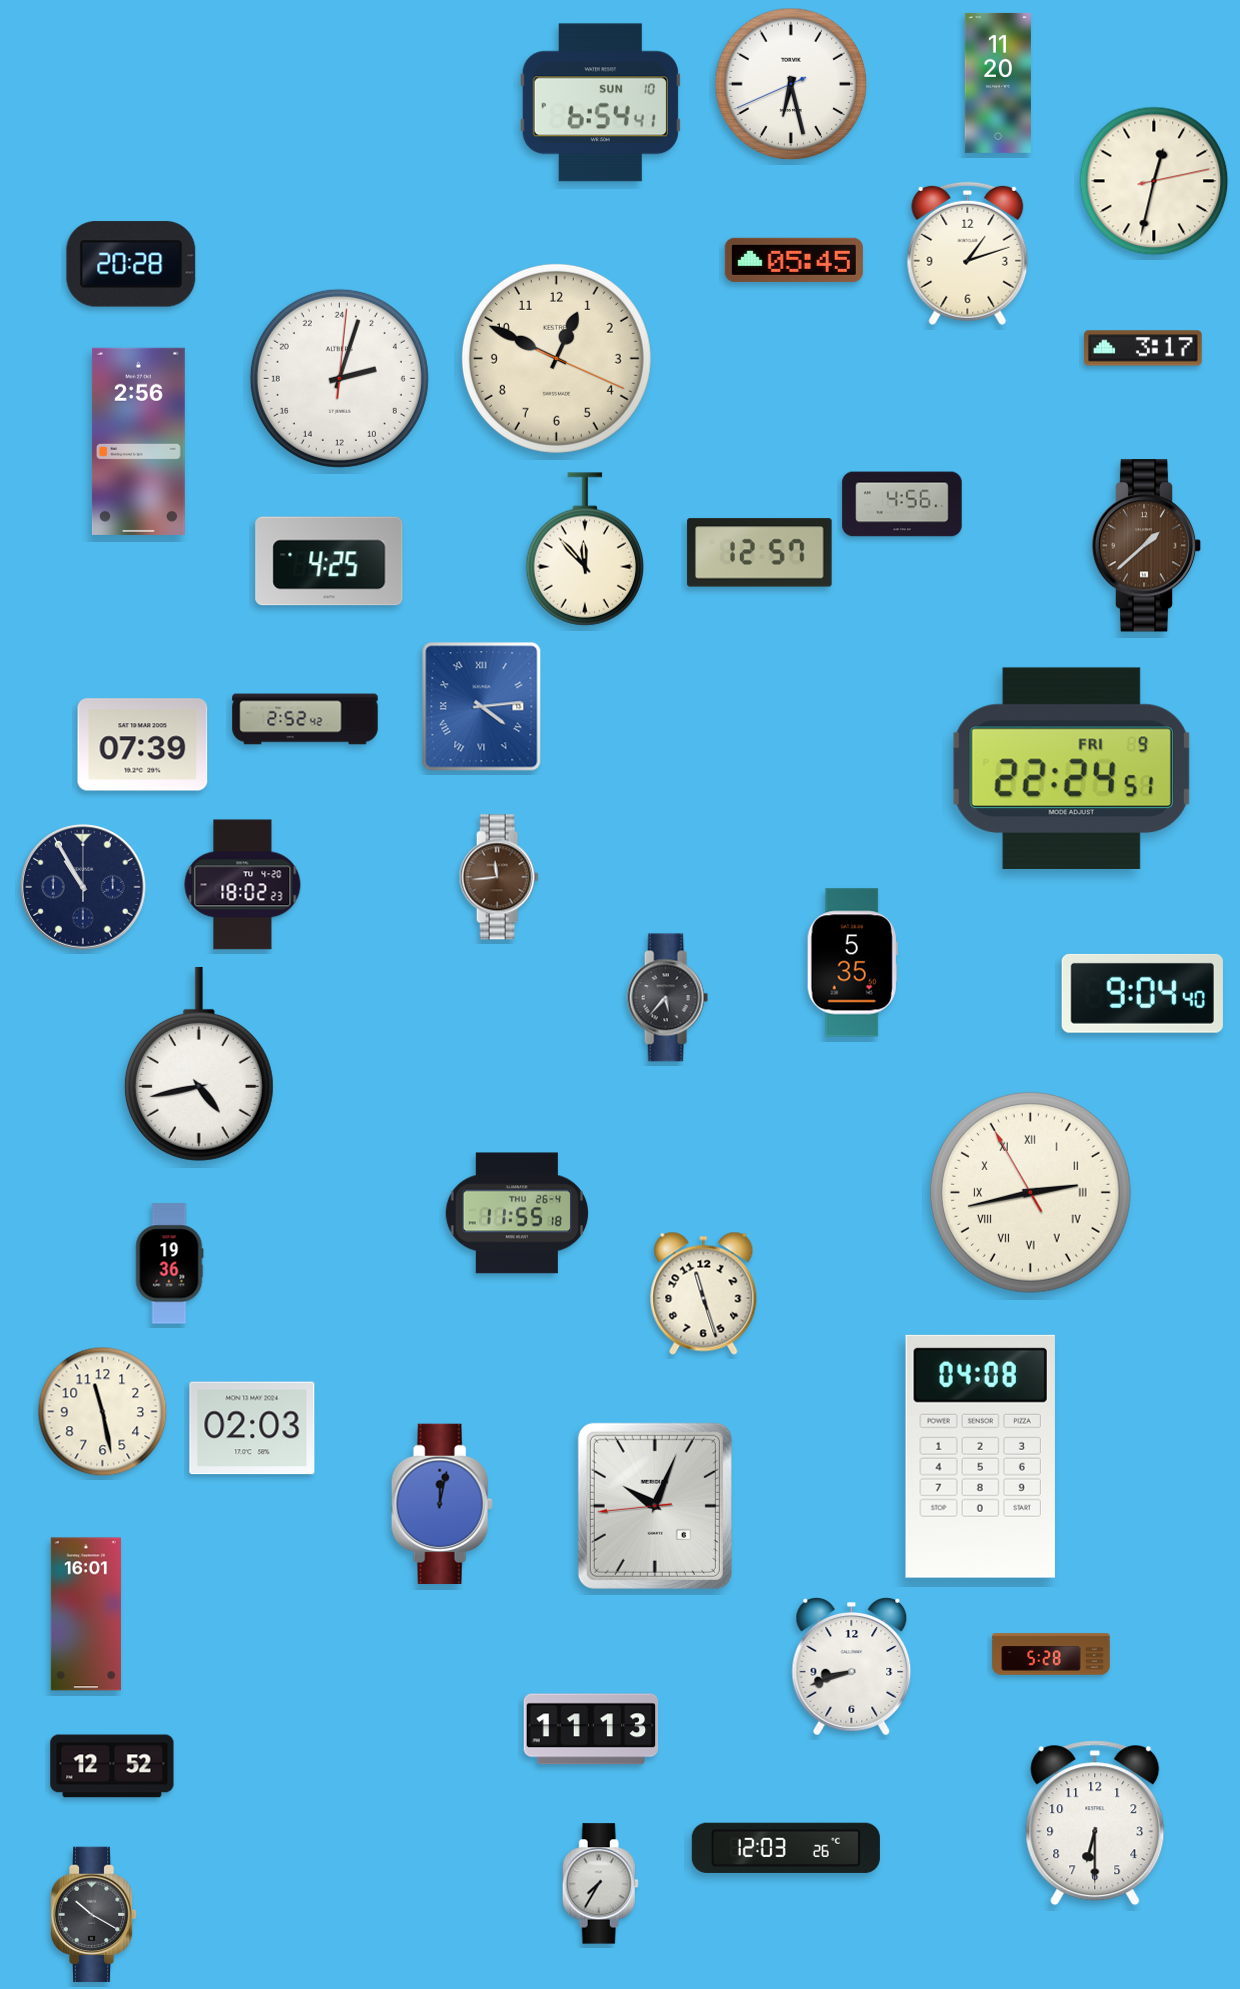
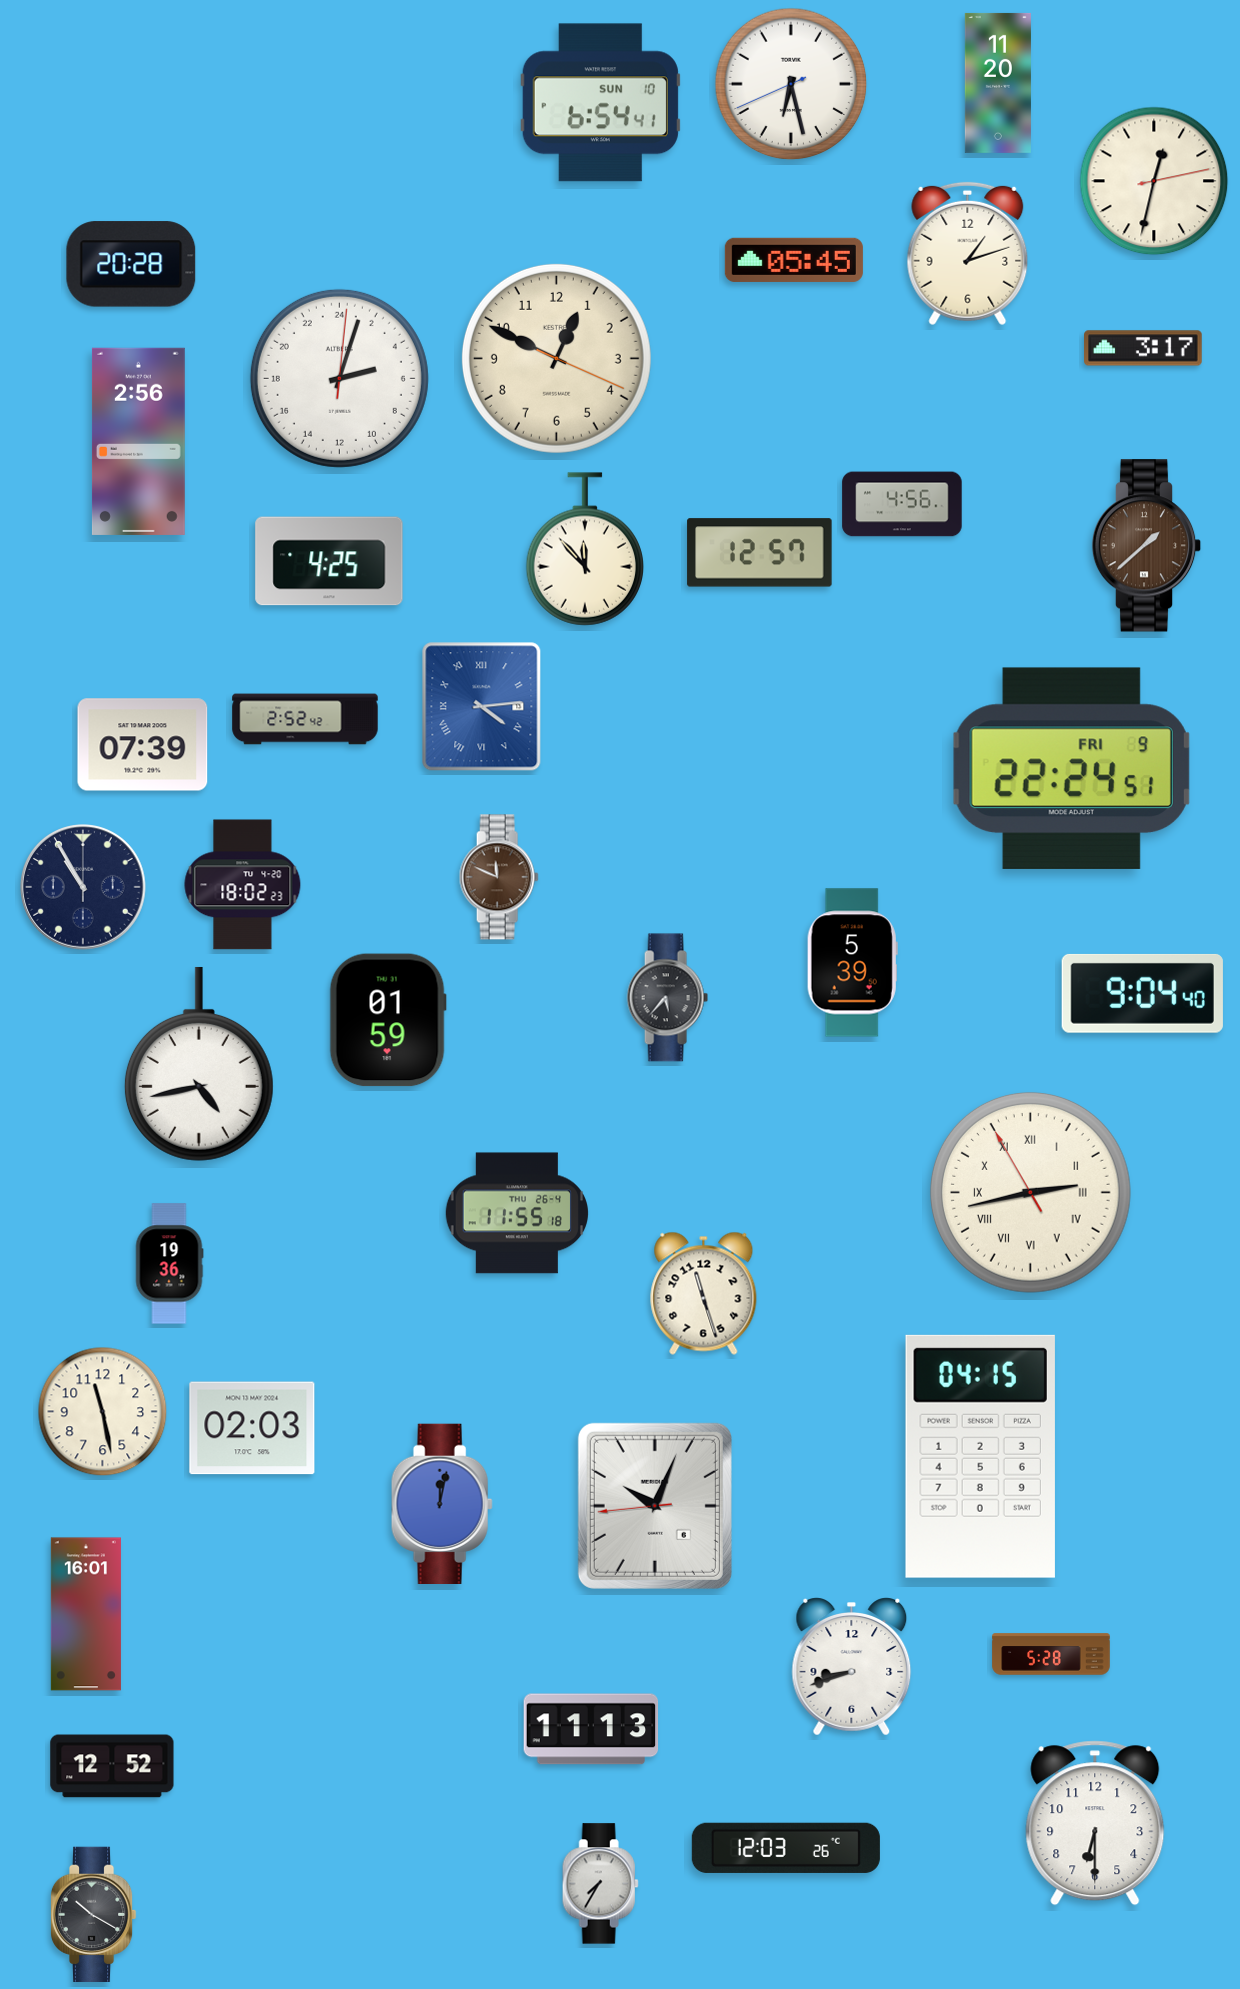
clock at (499, 877): 11:44 -> 11:49
clock at (852, 963): 5:35 -> 5:39
clock at (388, 1020): none -> 01:59
clock at (980, 1456): 04:08 -> 04:15
